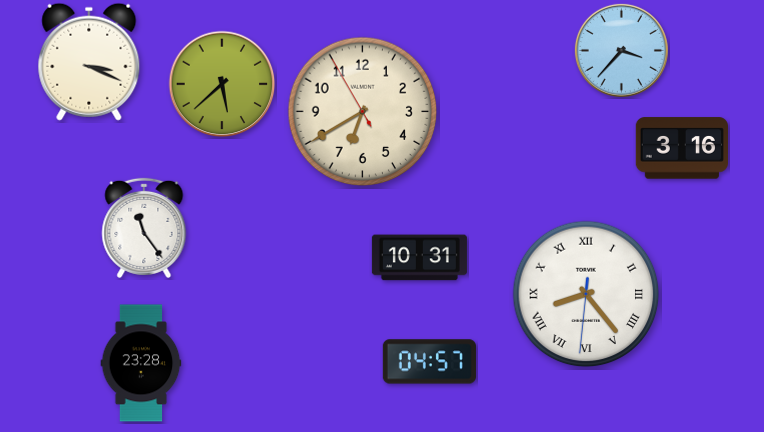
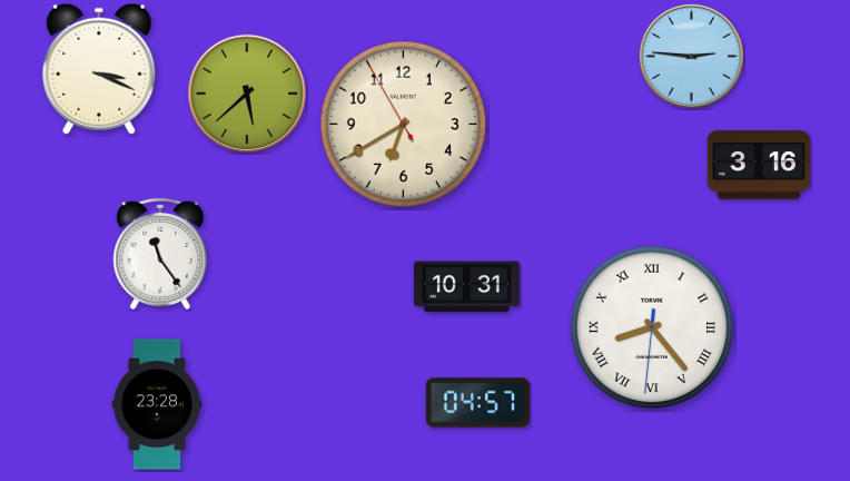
clock at (621, 50): 3:37 -> 2:46
